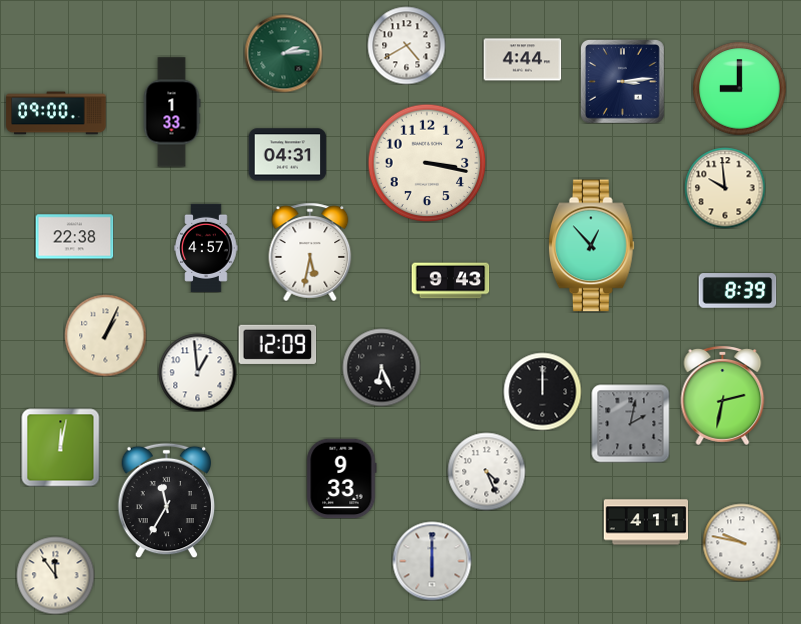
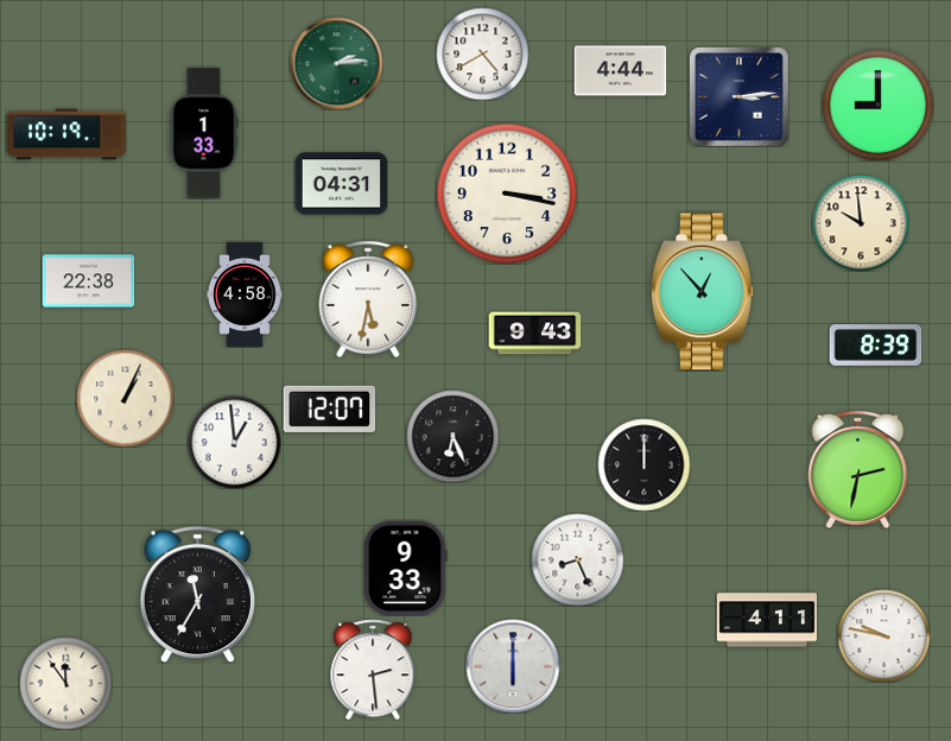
clock at (56, 113): 09:00 -> 10:19
clock at (206, 248): 4:57 -> 4:58
clock at (277, 344): 12:09 -> 12:07
clock at (630, 423): 2:02 -> none
clock at (60, 447): 12:02 -> none
clock at (486, 471): 4:26 -> 8:26
clock at (741, 542) position: (741, 542) -> (883, 635)
clock at (373, 670): none -> 2:29
